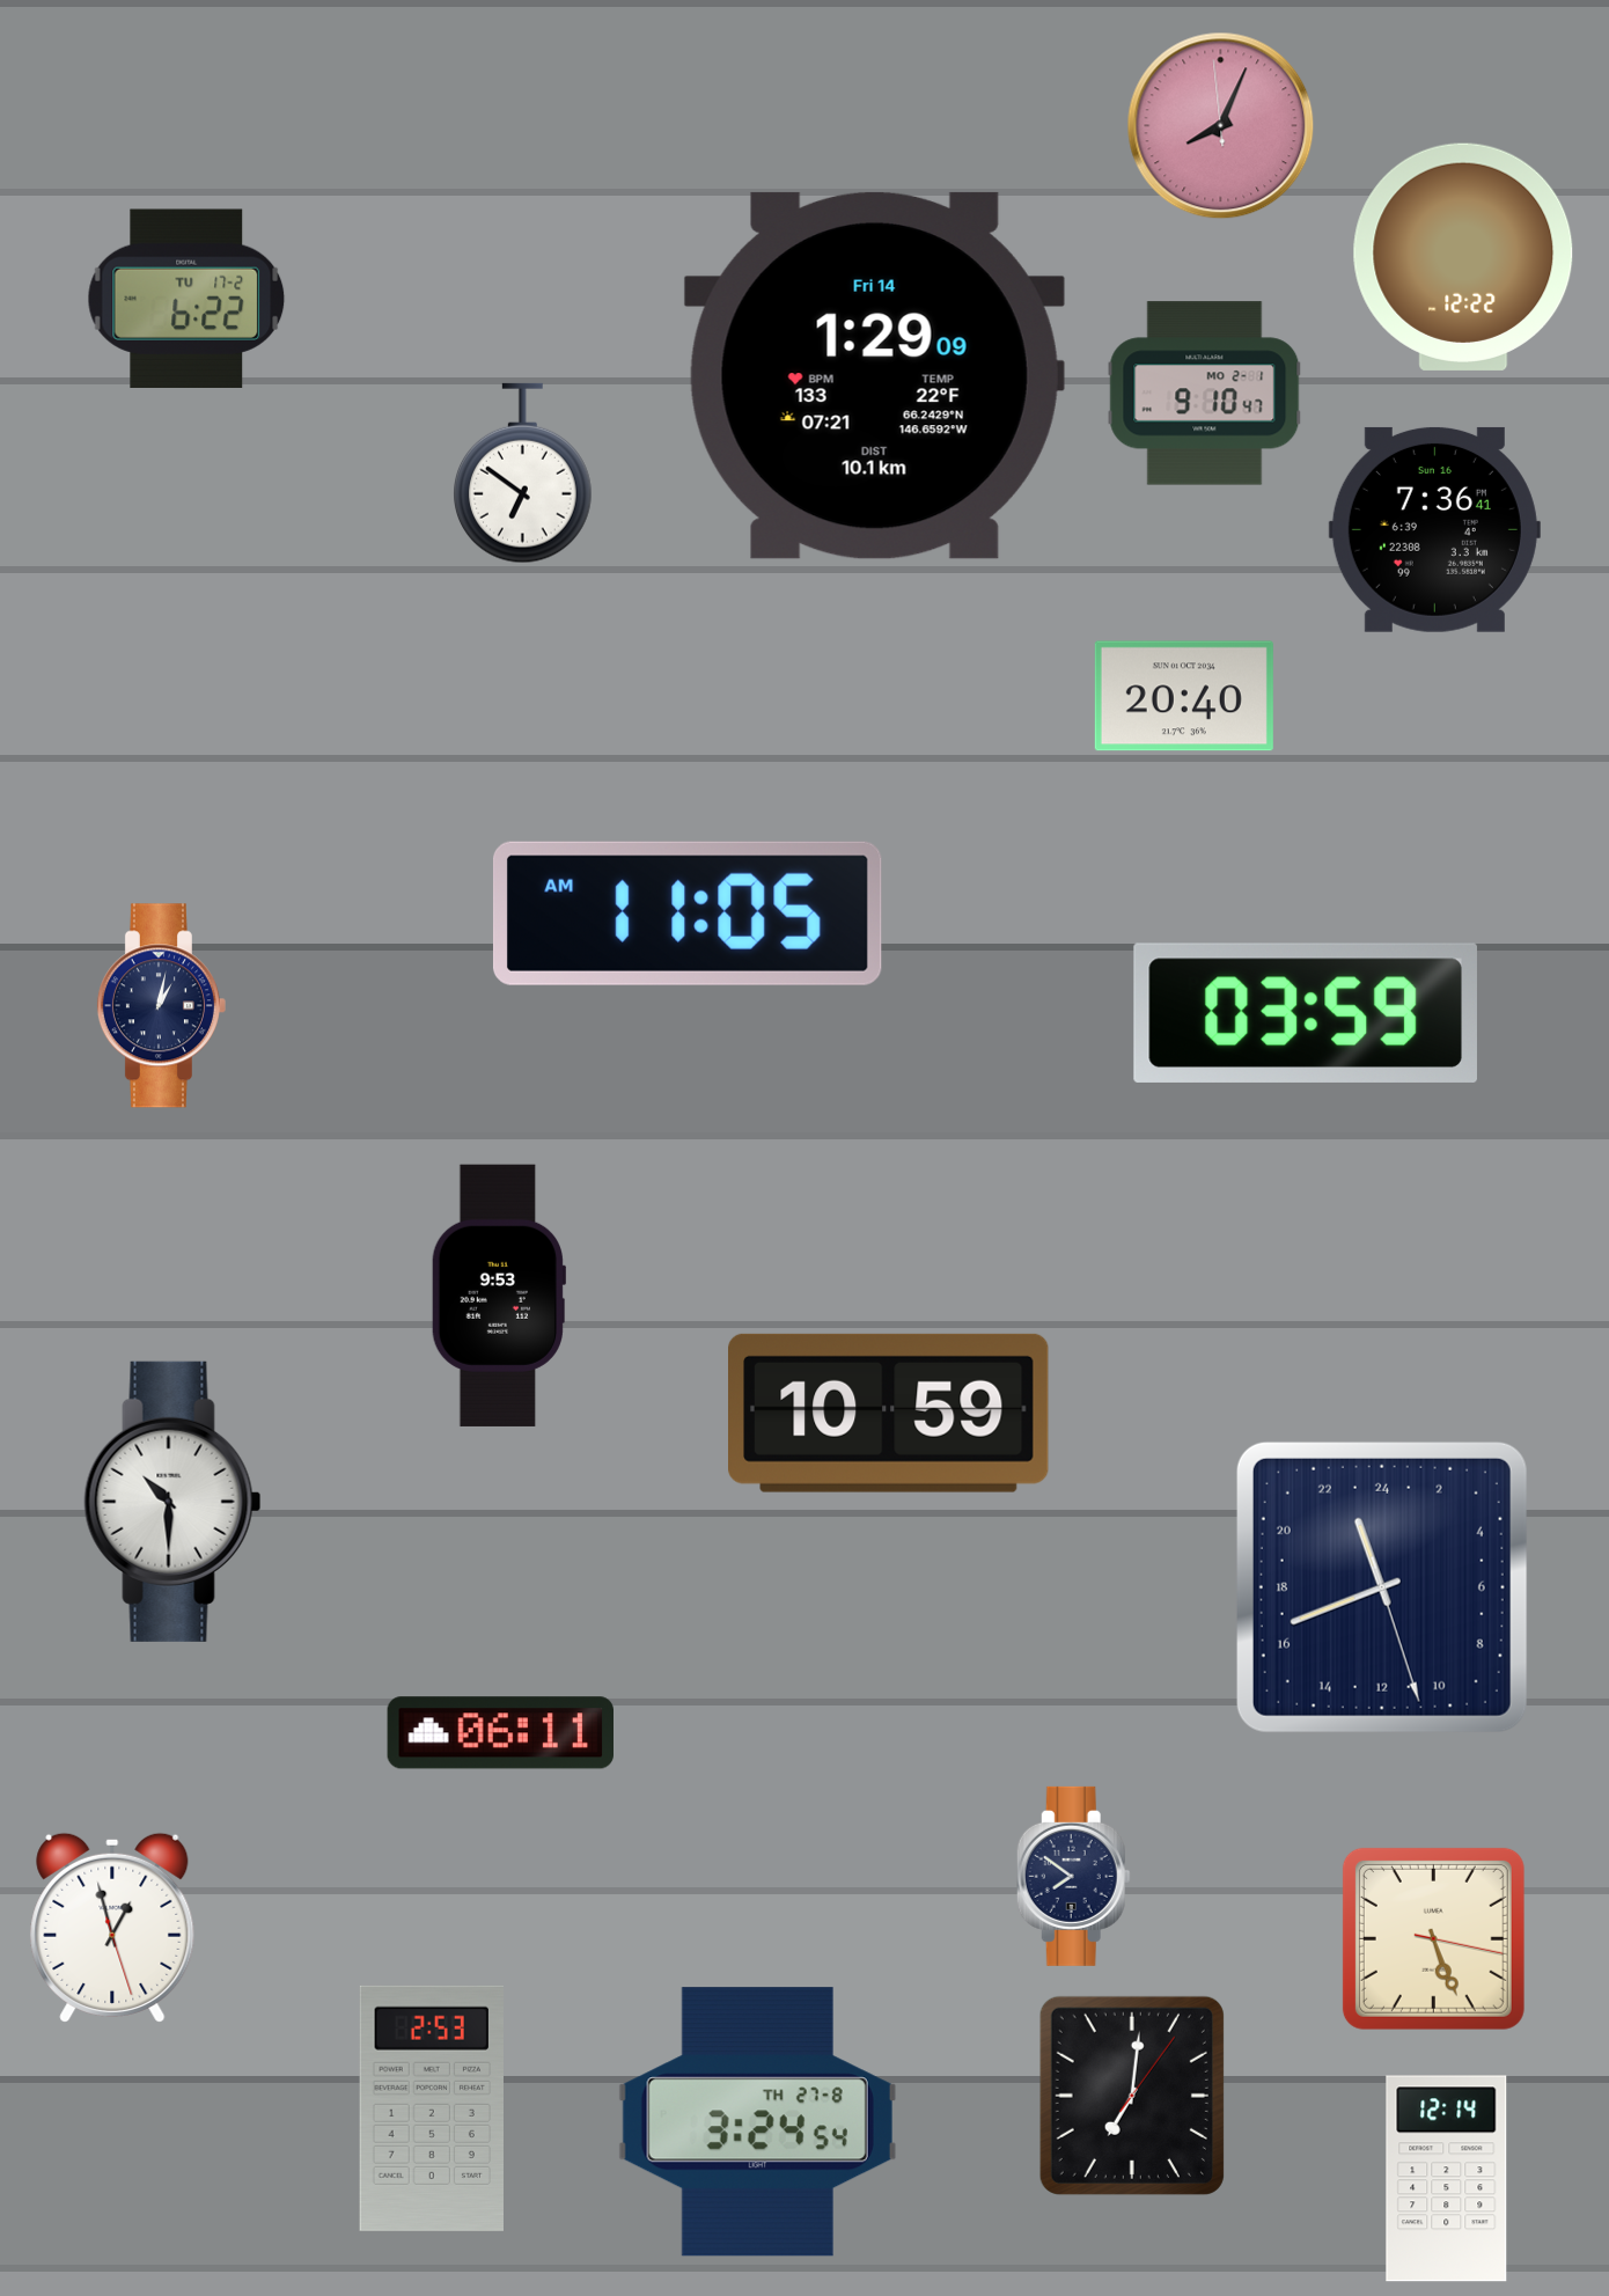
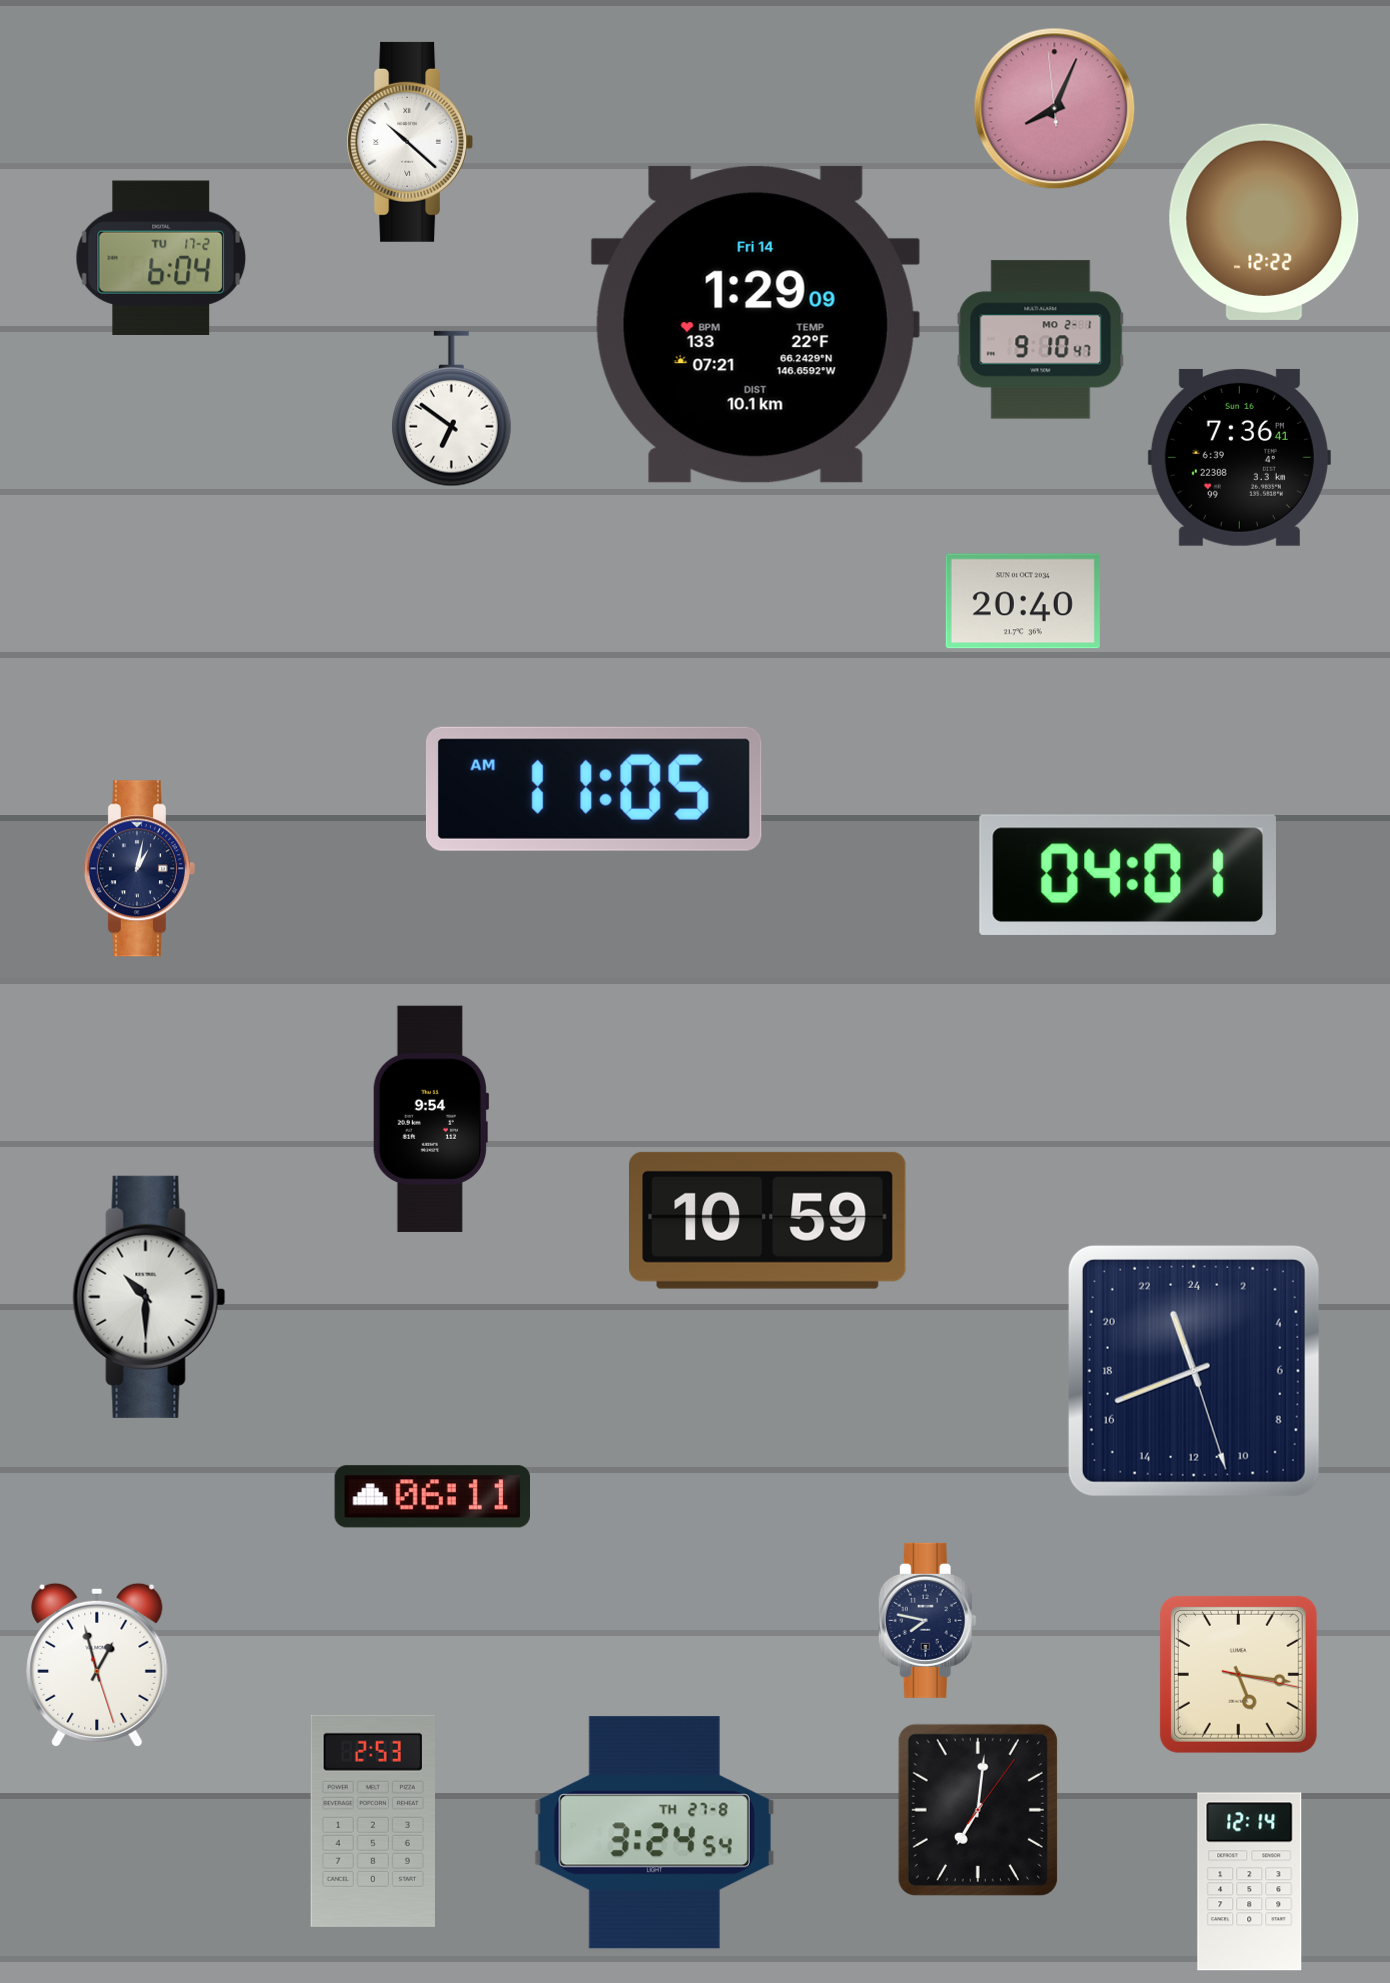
clock at (410, 142): none -> 10:22
clock at (186, 299): 6:22 -> 6:04
clock at (1306, 1013): 03:59 -> 04:01
clock at (499, 1296): 9:53 -> 9:54
clock at (1073, 1876): 7:51 -> 7:47
clock at (1433, 1938): 5:26 -> 5:16
